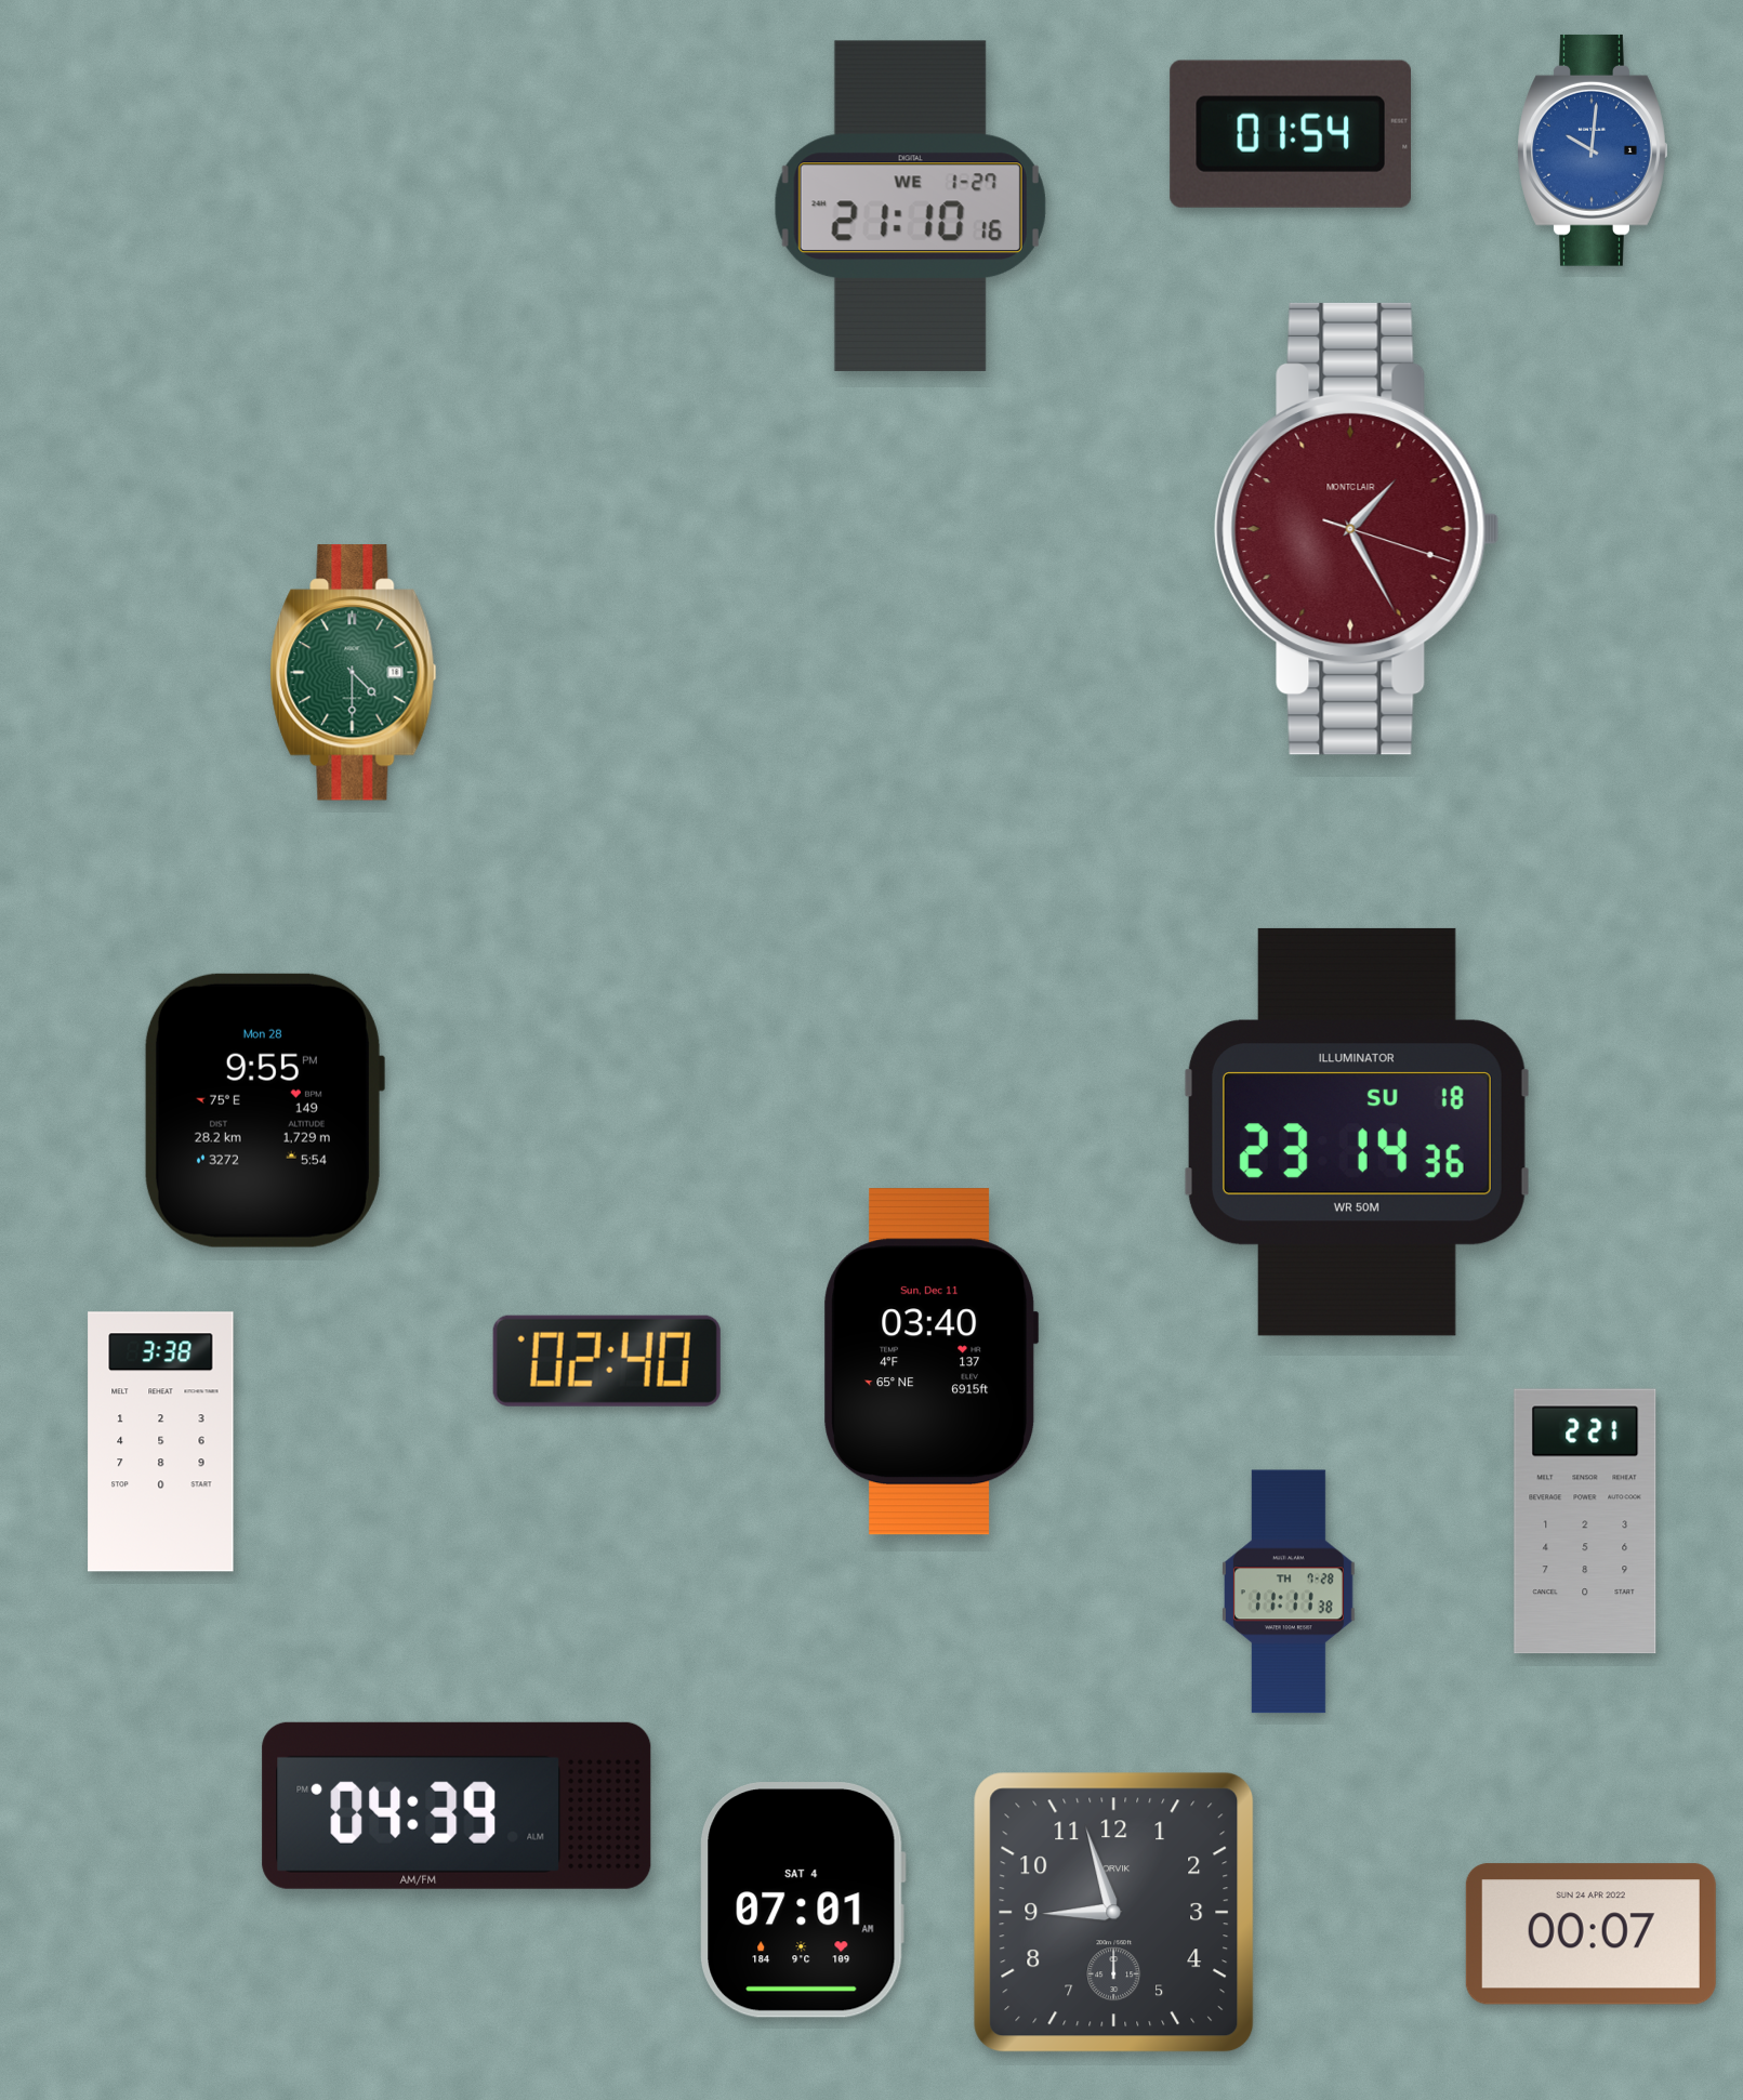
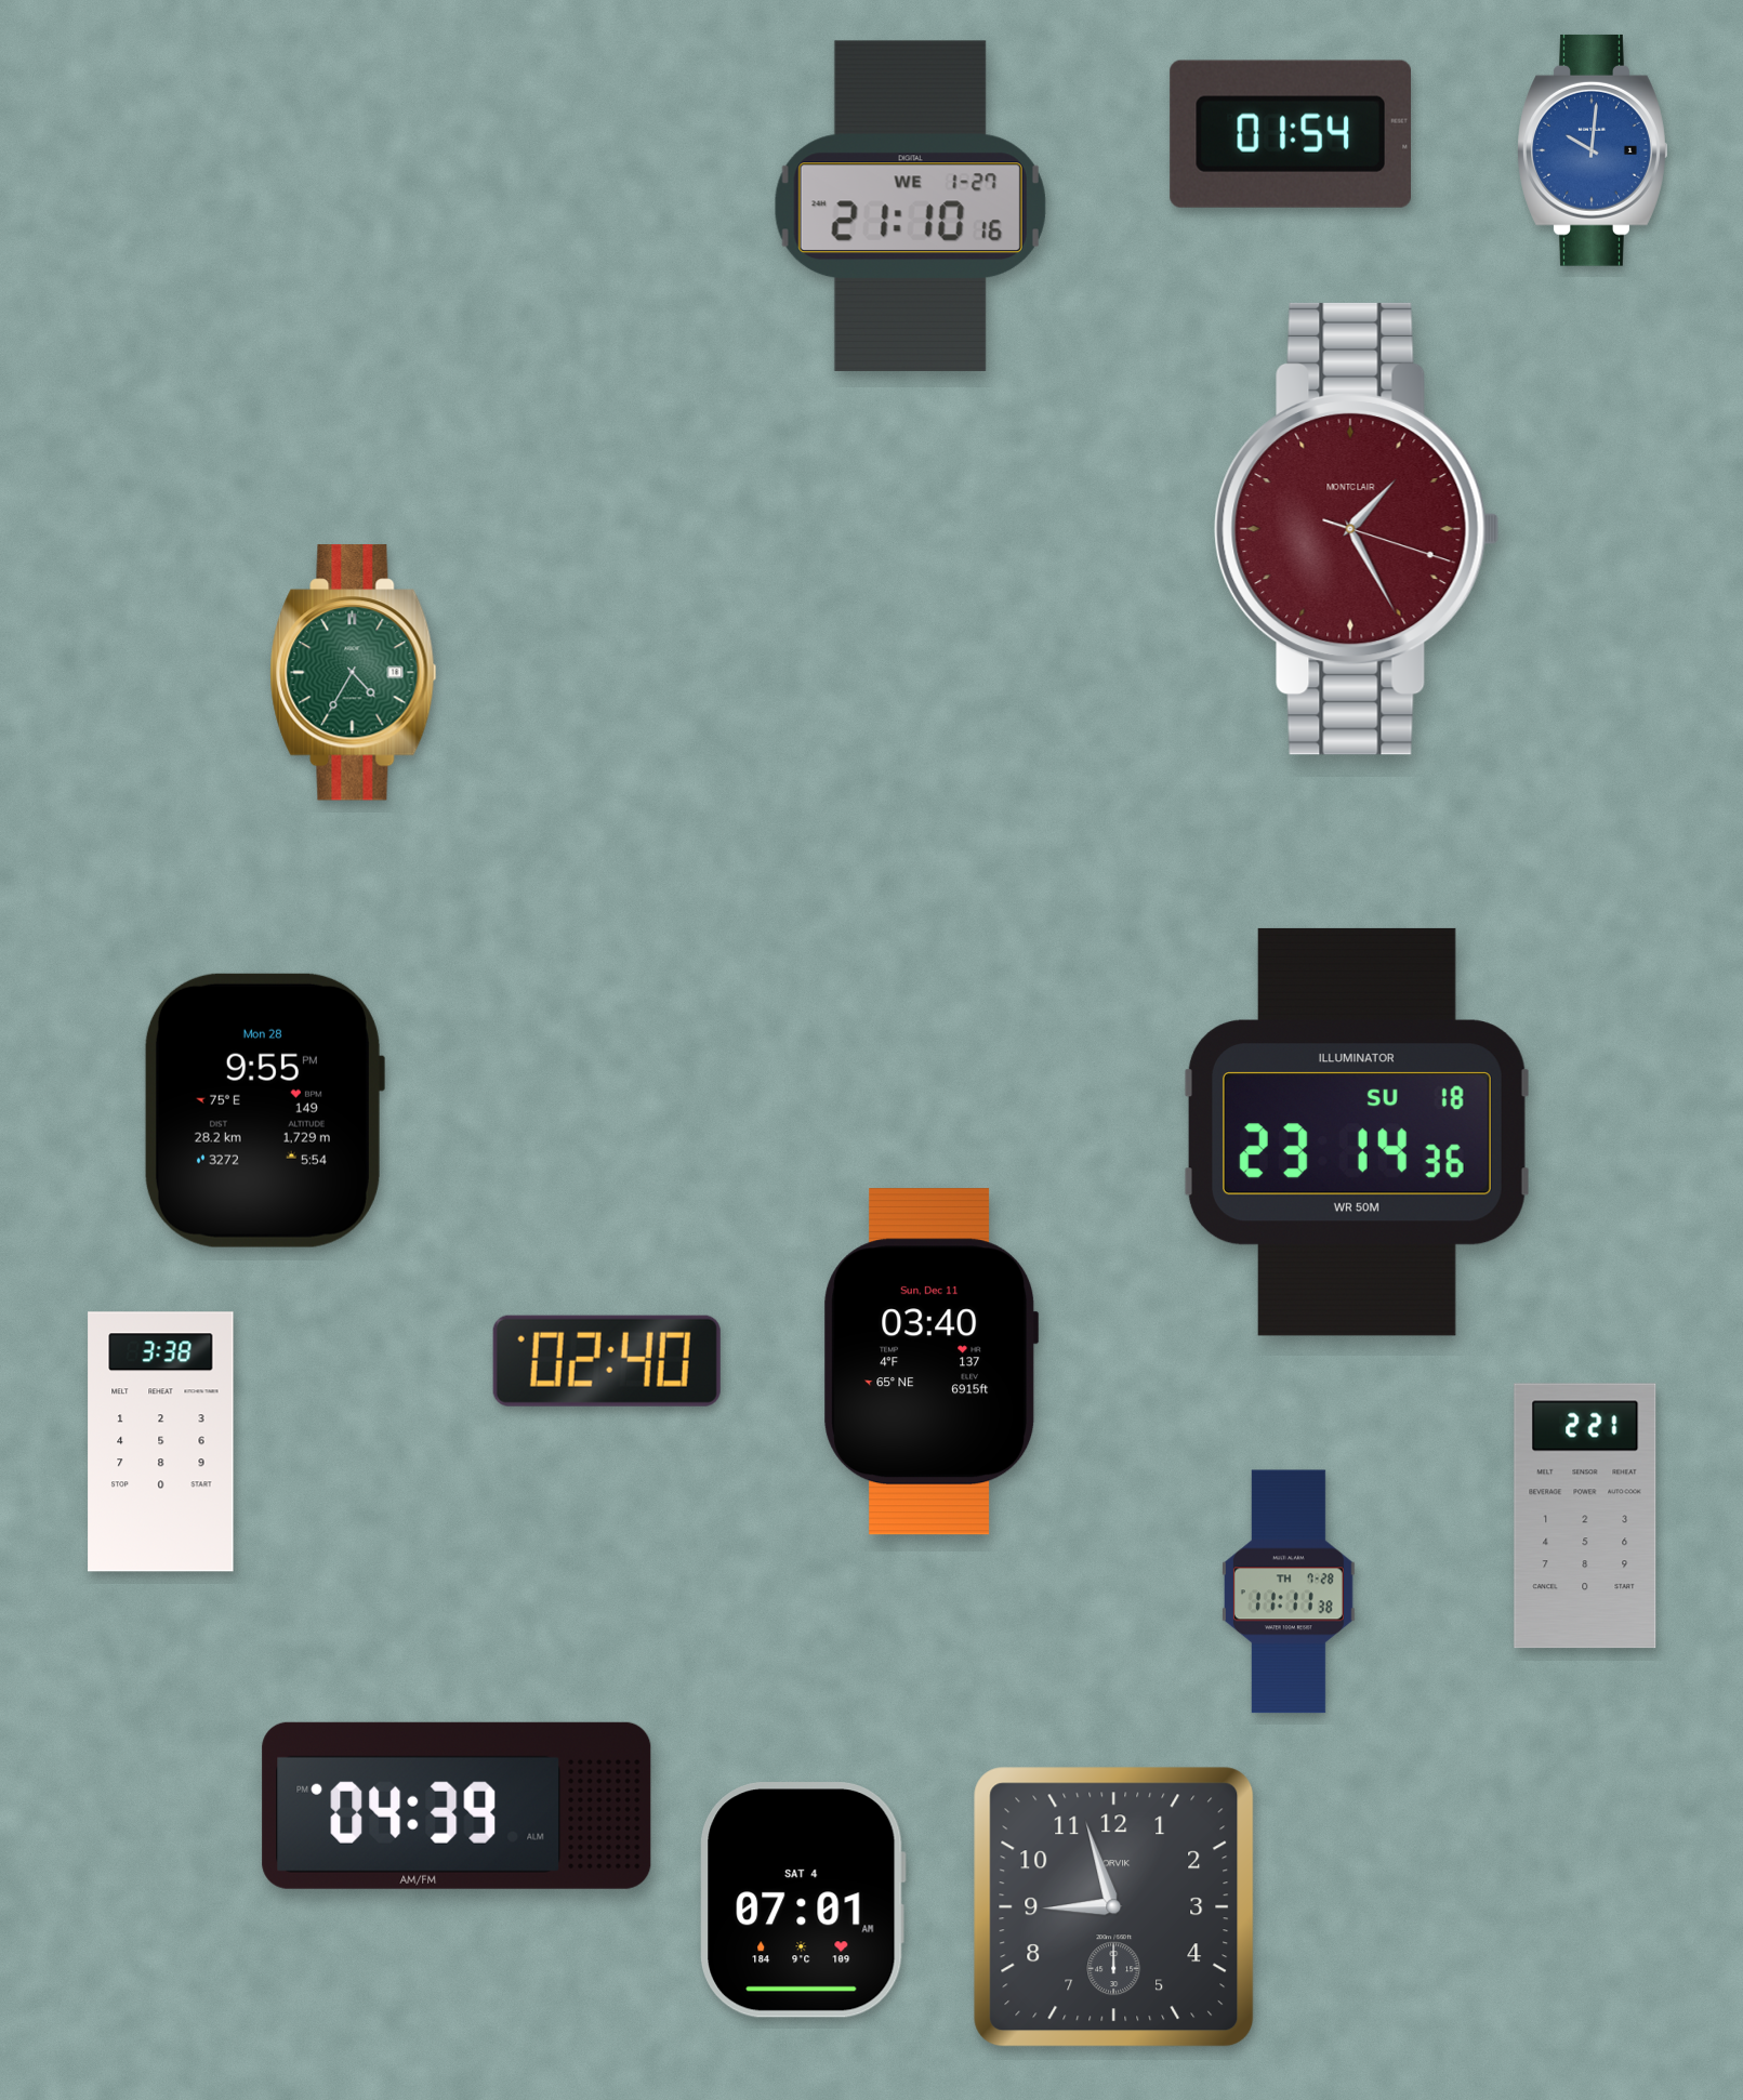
clock at (354, 673): 4:30 -> 4:35
clock at (1585, 1521) position: (1585, 1521) -> (1585, 1516)
clock at (1114, 1913) position: (1114, 1913) -> (1114, 1907)
clock at (1590, 1934): 00:07 -> none
